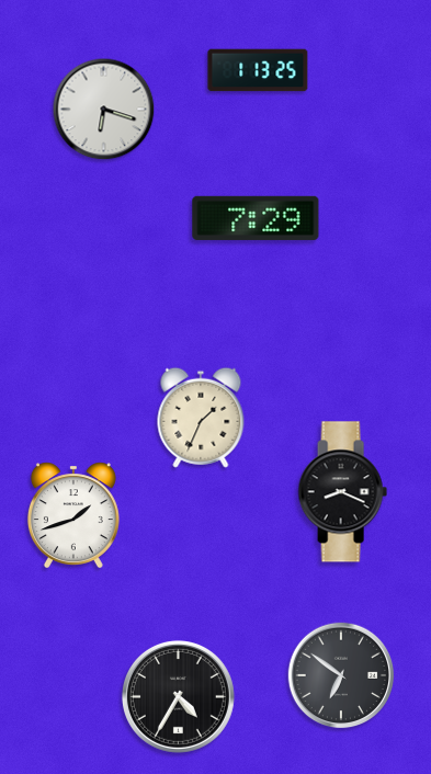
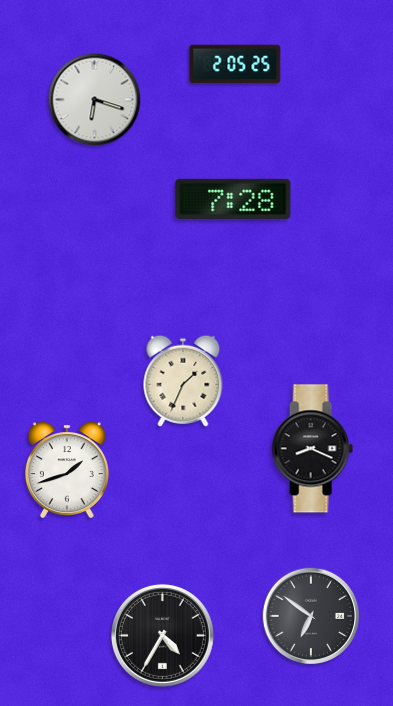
clock at (258, 70): 1:13 -> 2:05
clock at (256, 218): 7:29 -> 7:28
